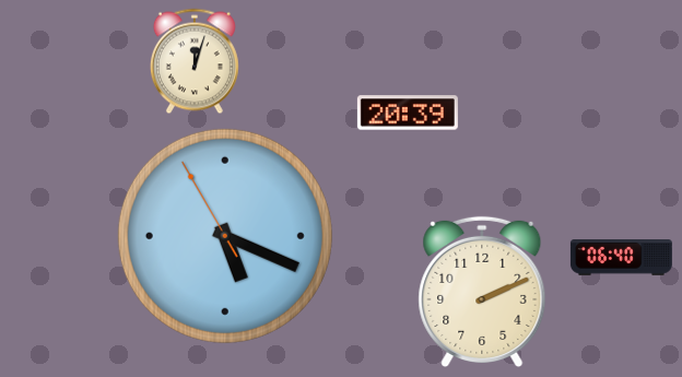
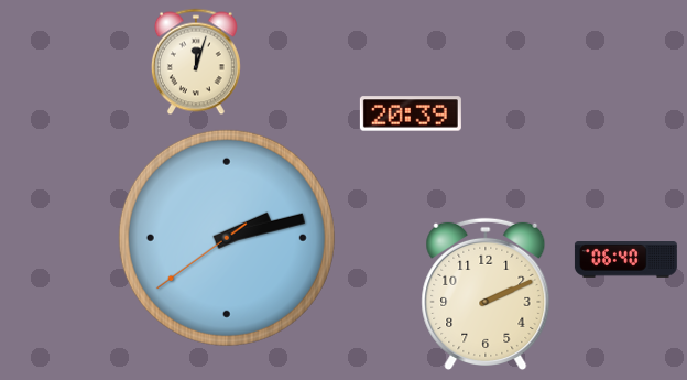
clock at (225, 236): 5:18 -> 2:12
